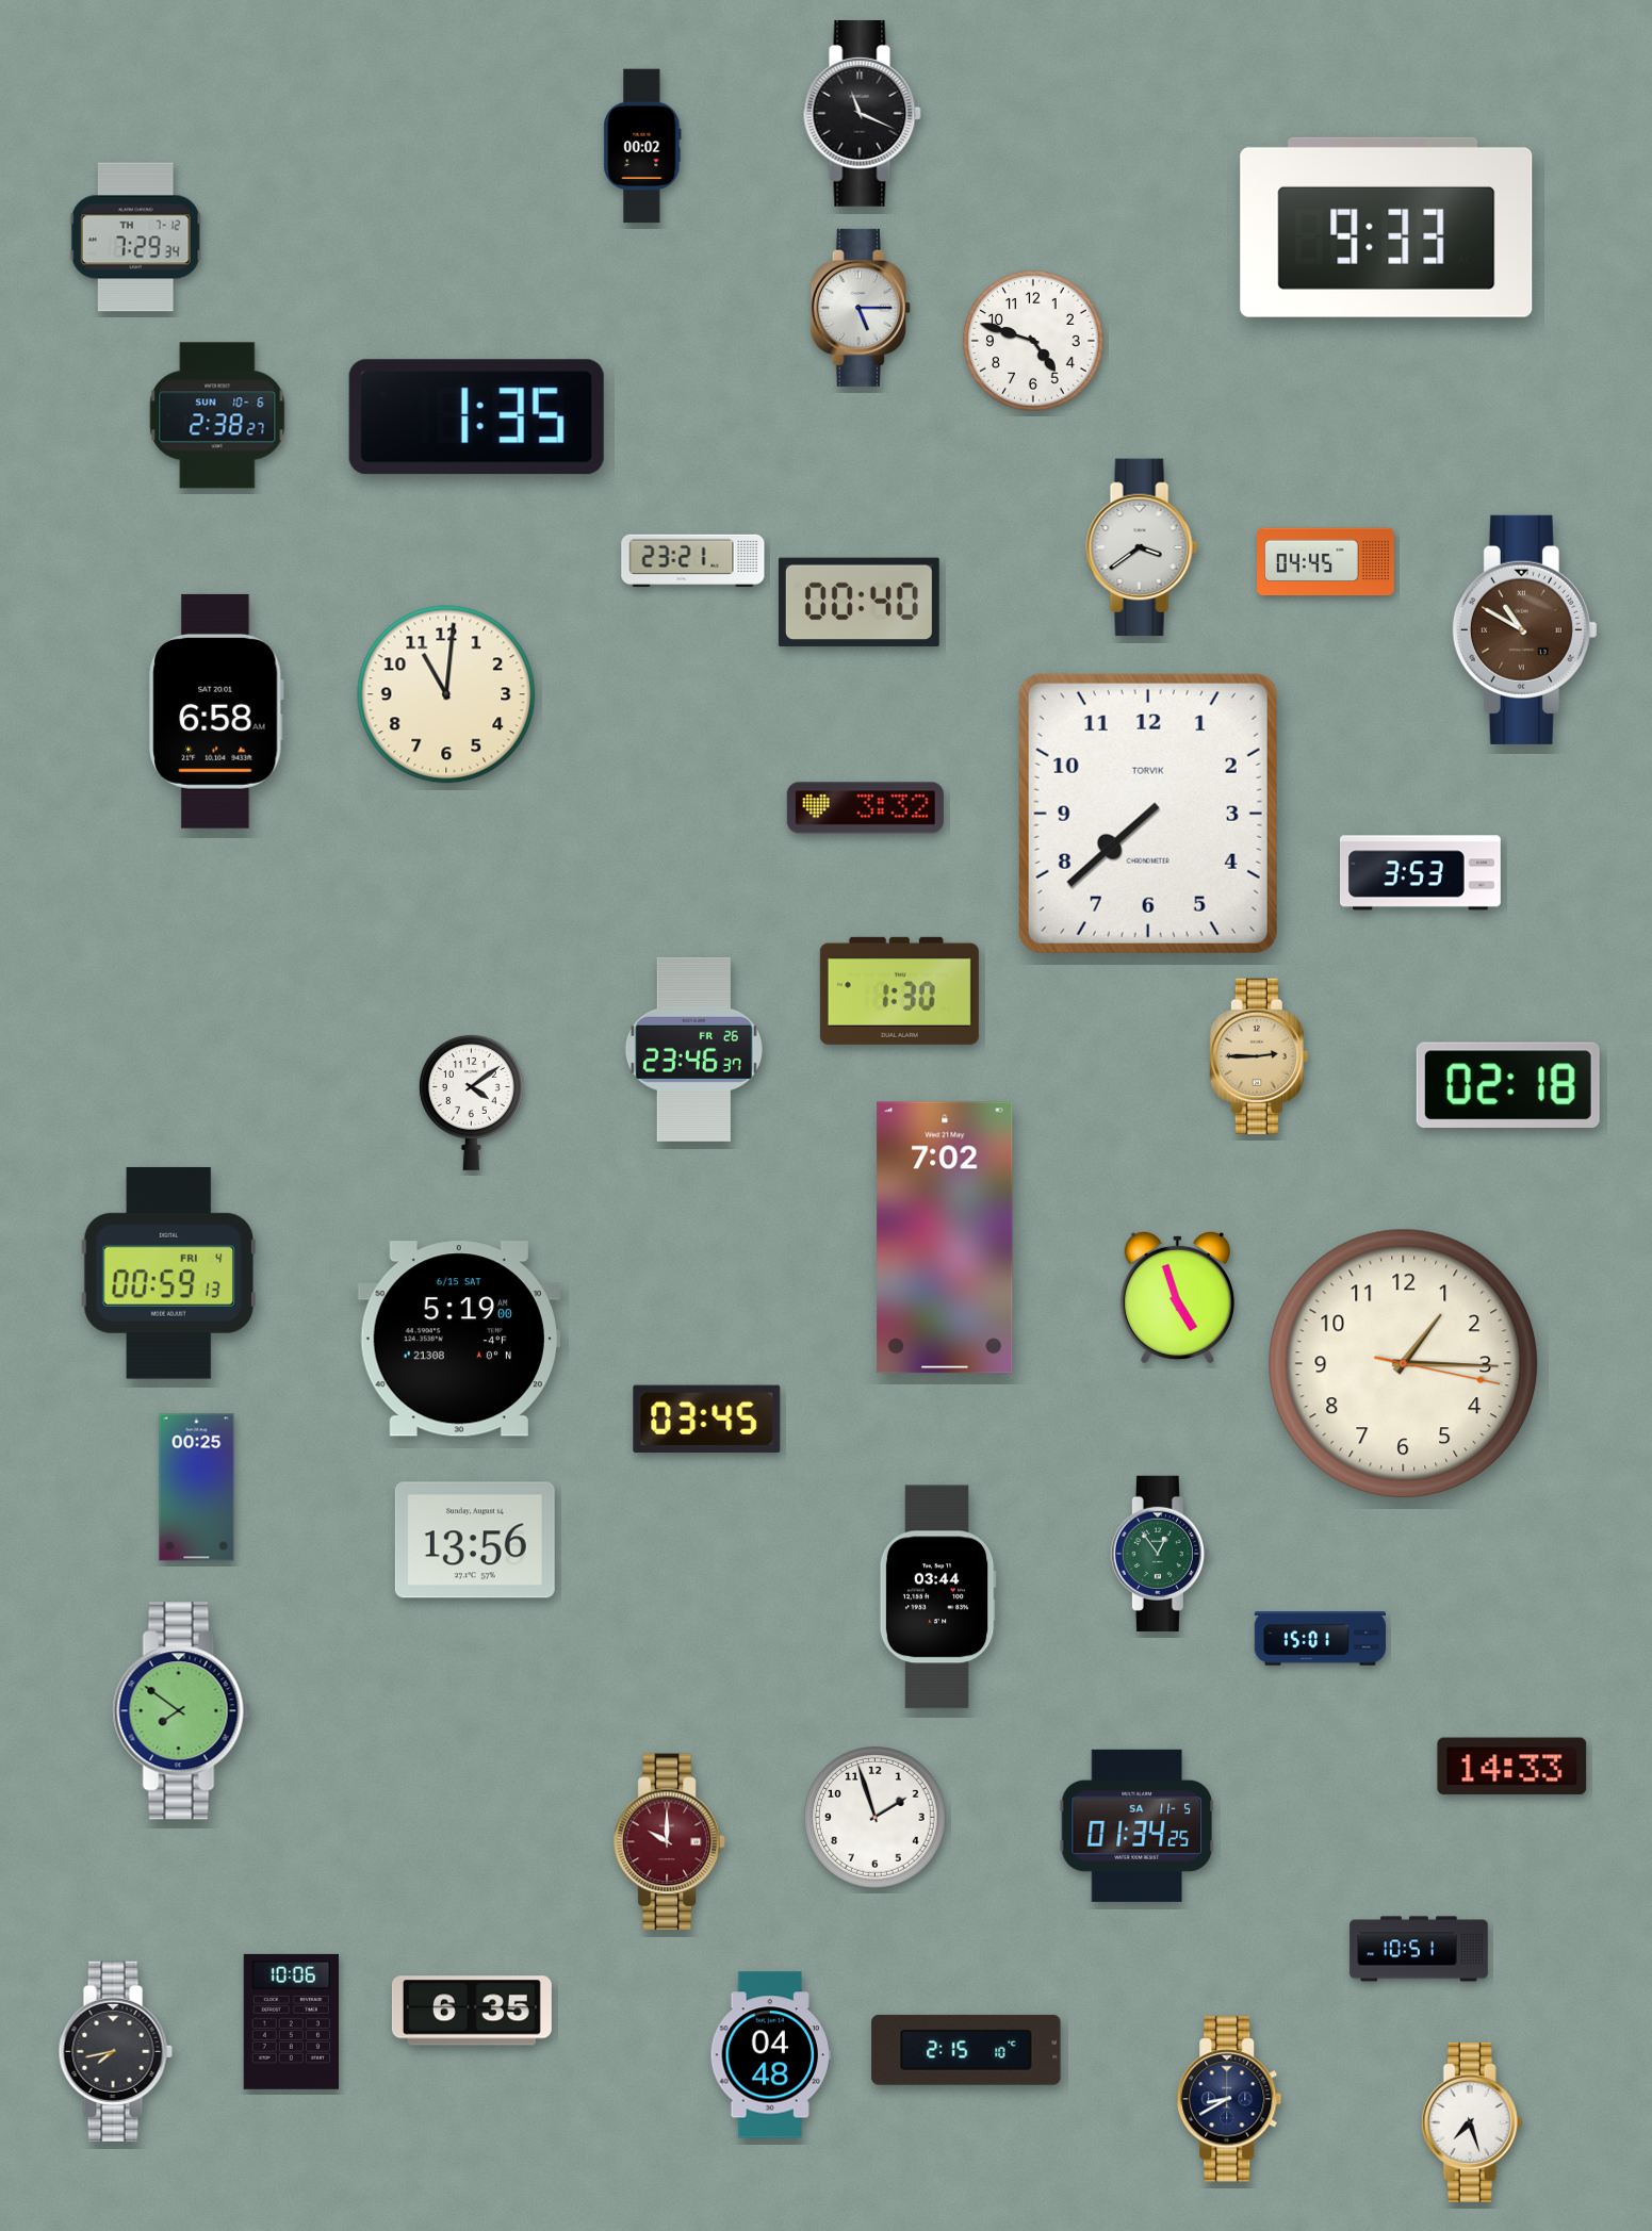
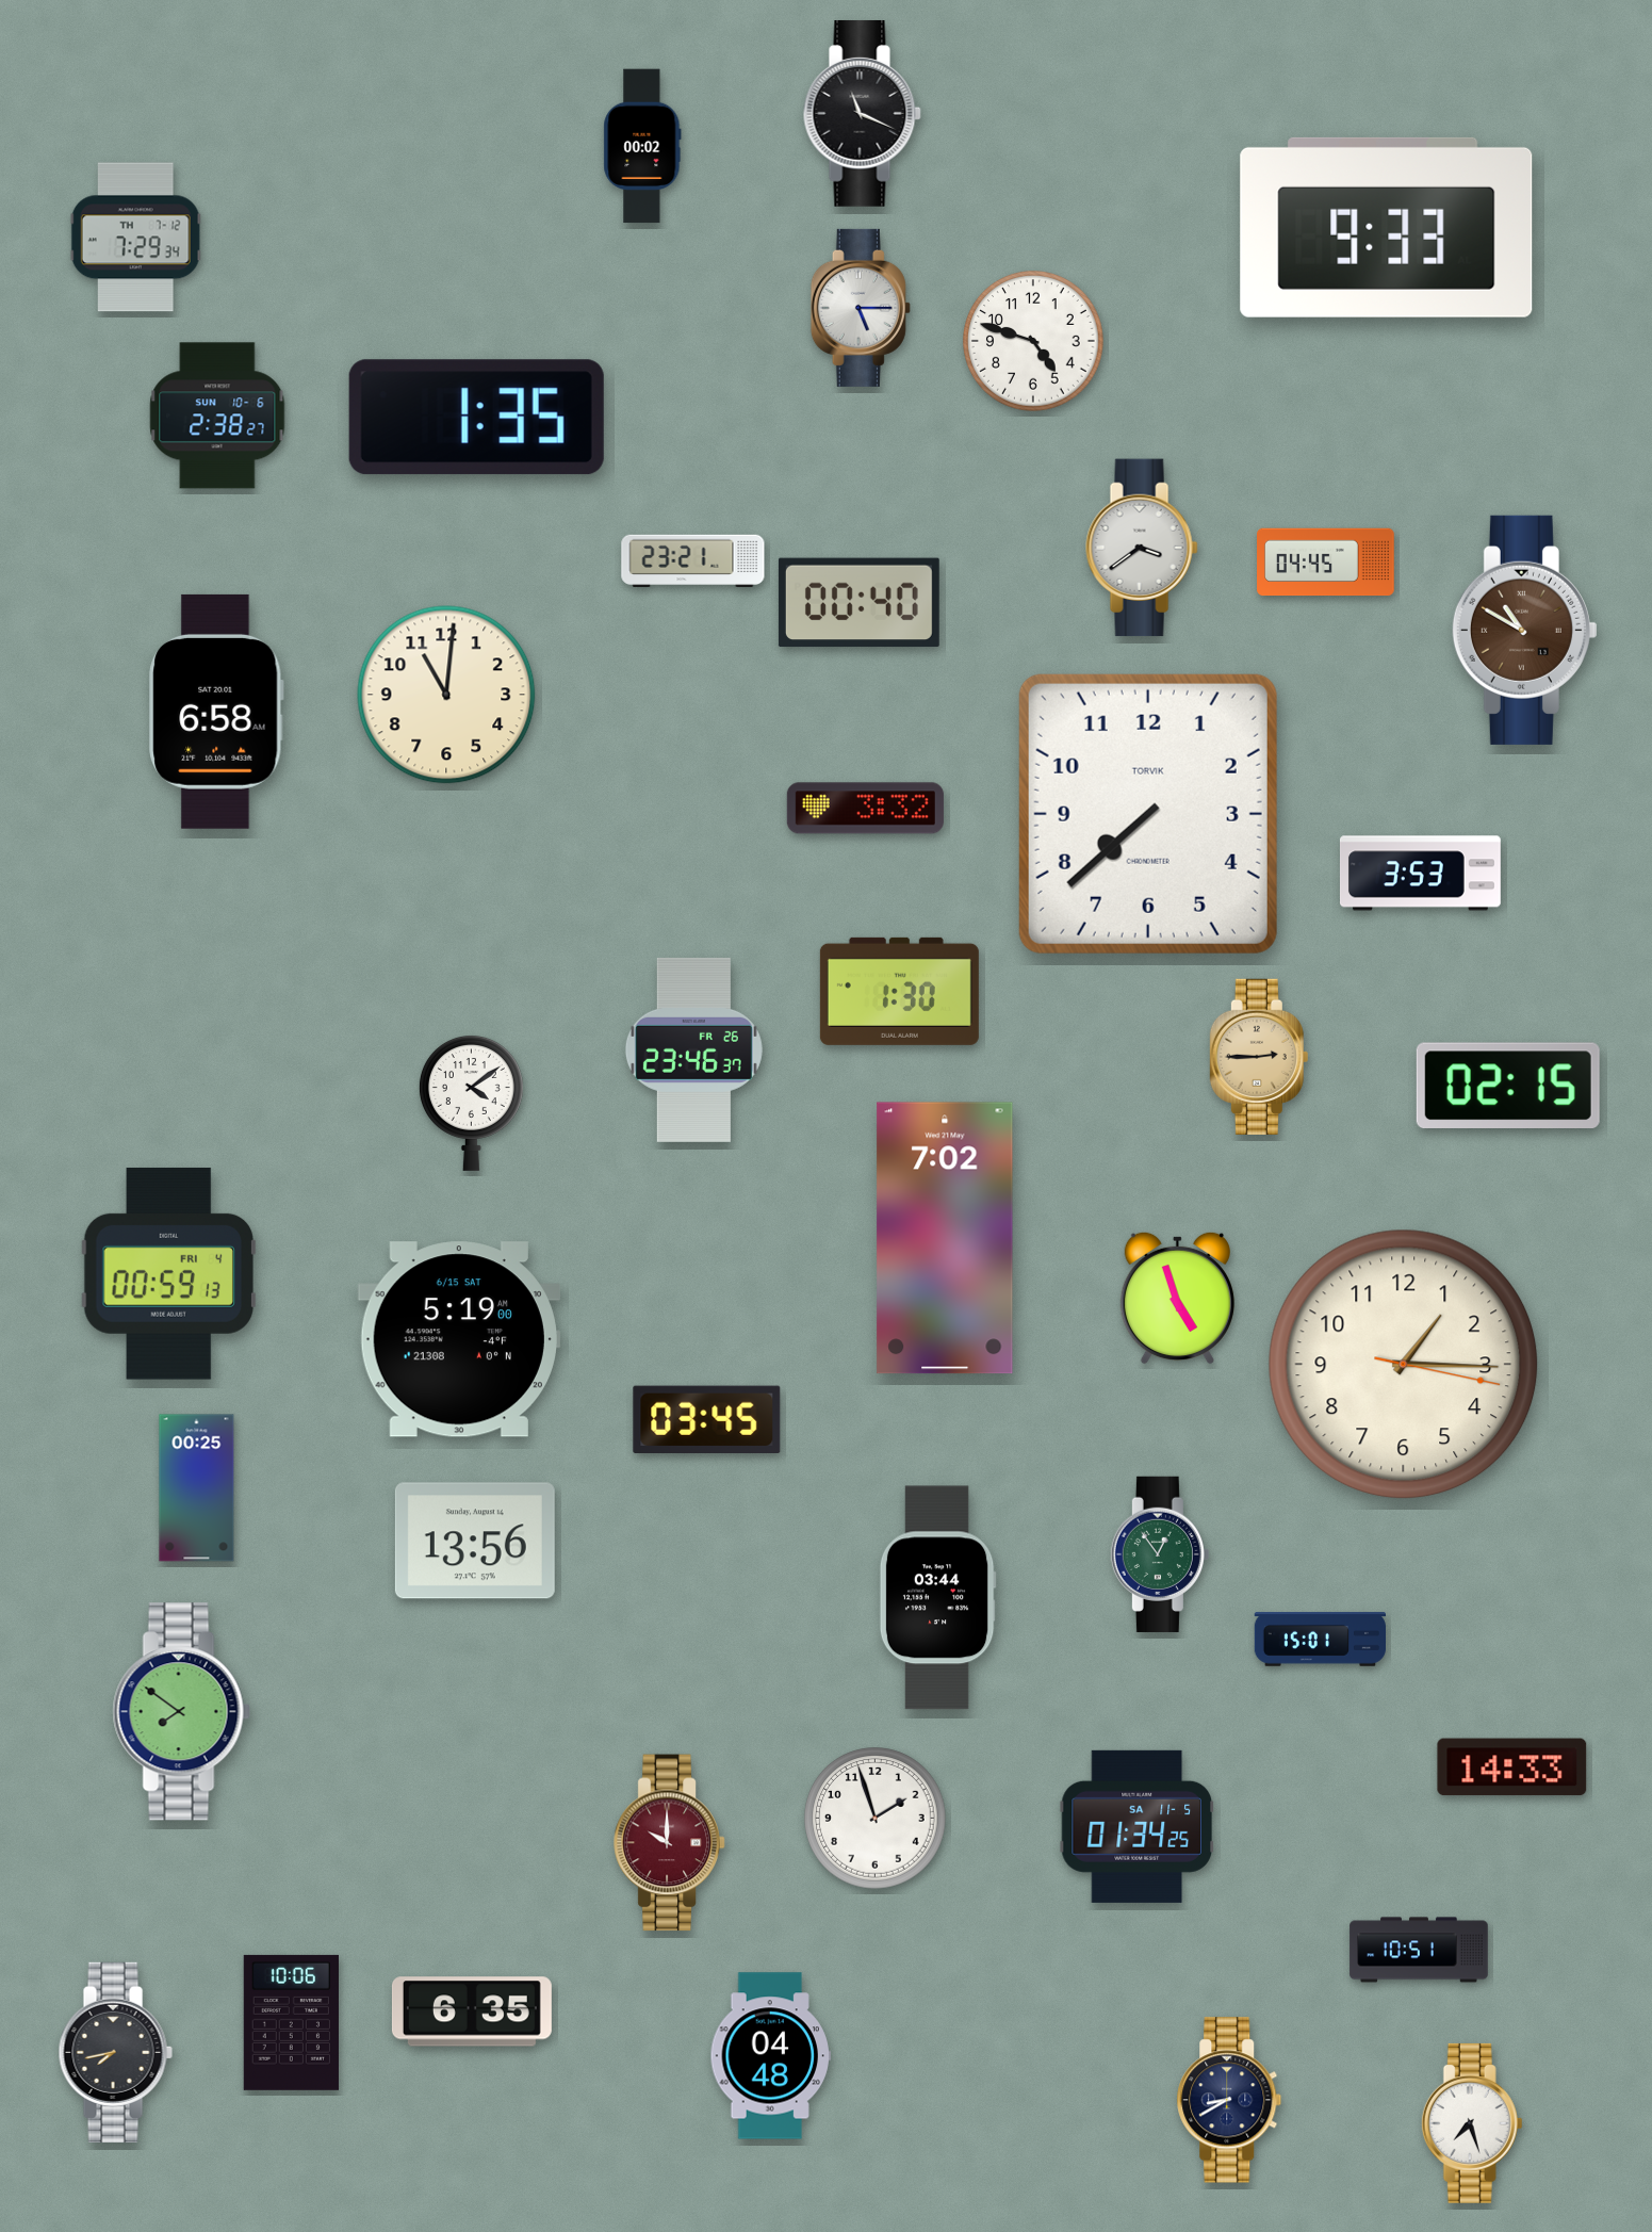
clock at (1508, 1084): 02:18 -> 02:15
clock at (966, 2050): 2:15 -> none
